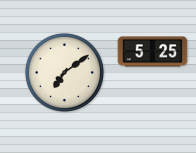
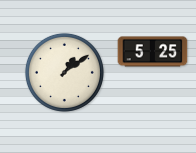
clock at (64, 72): 7:09 -> 1:09
